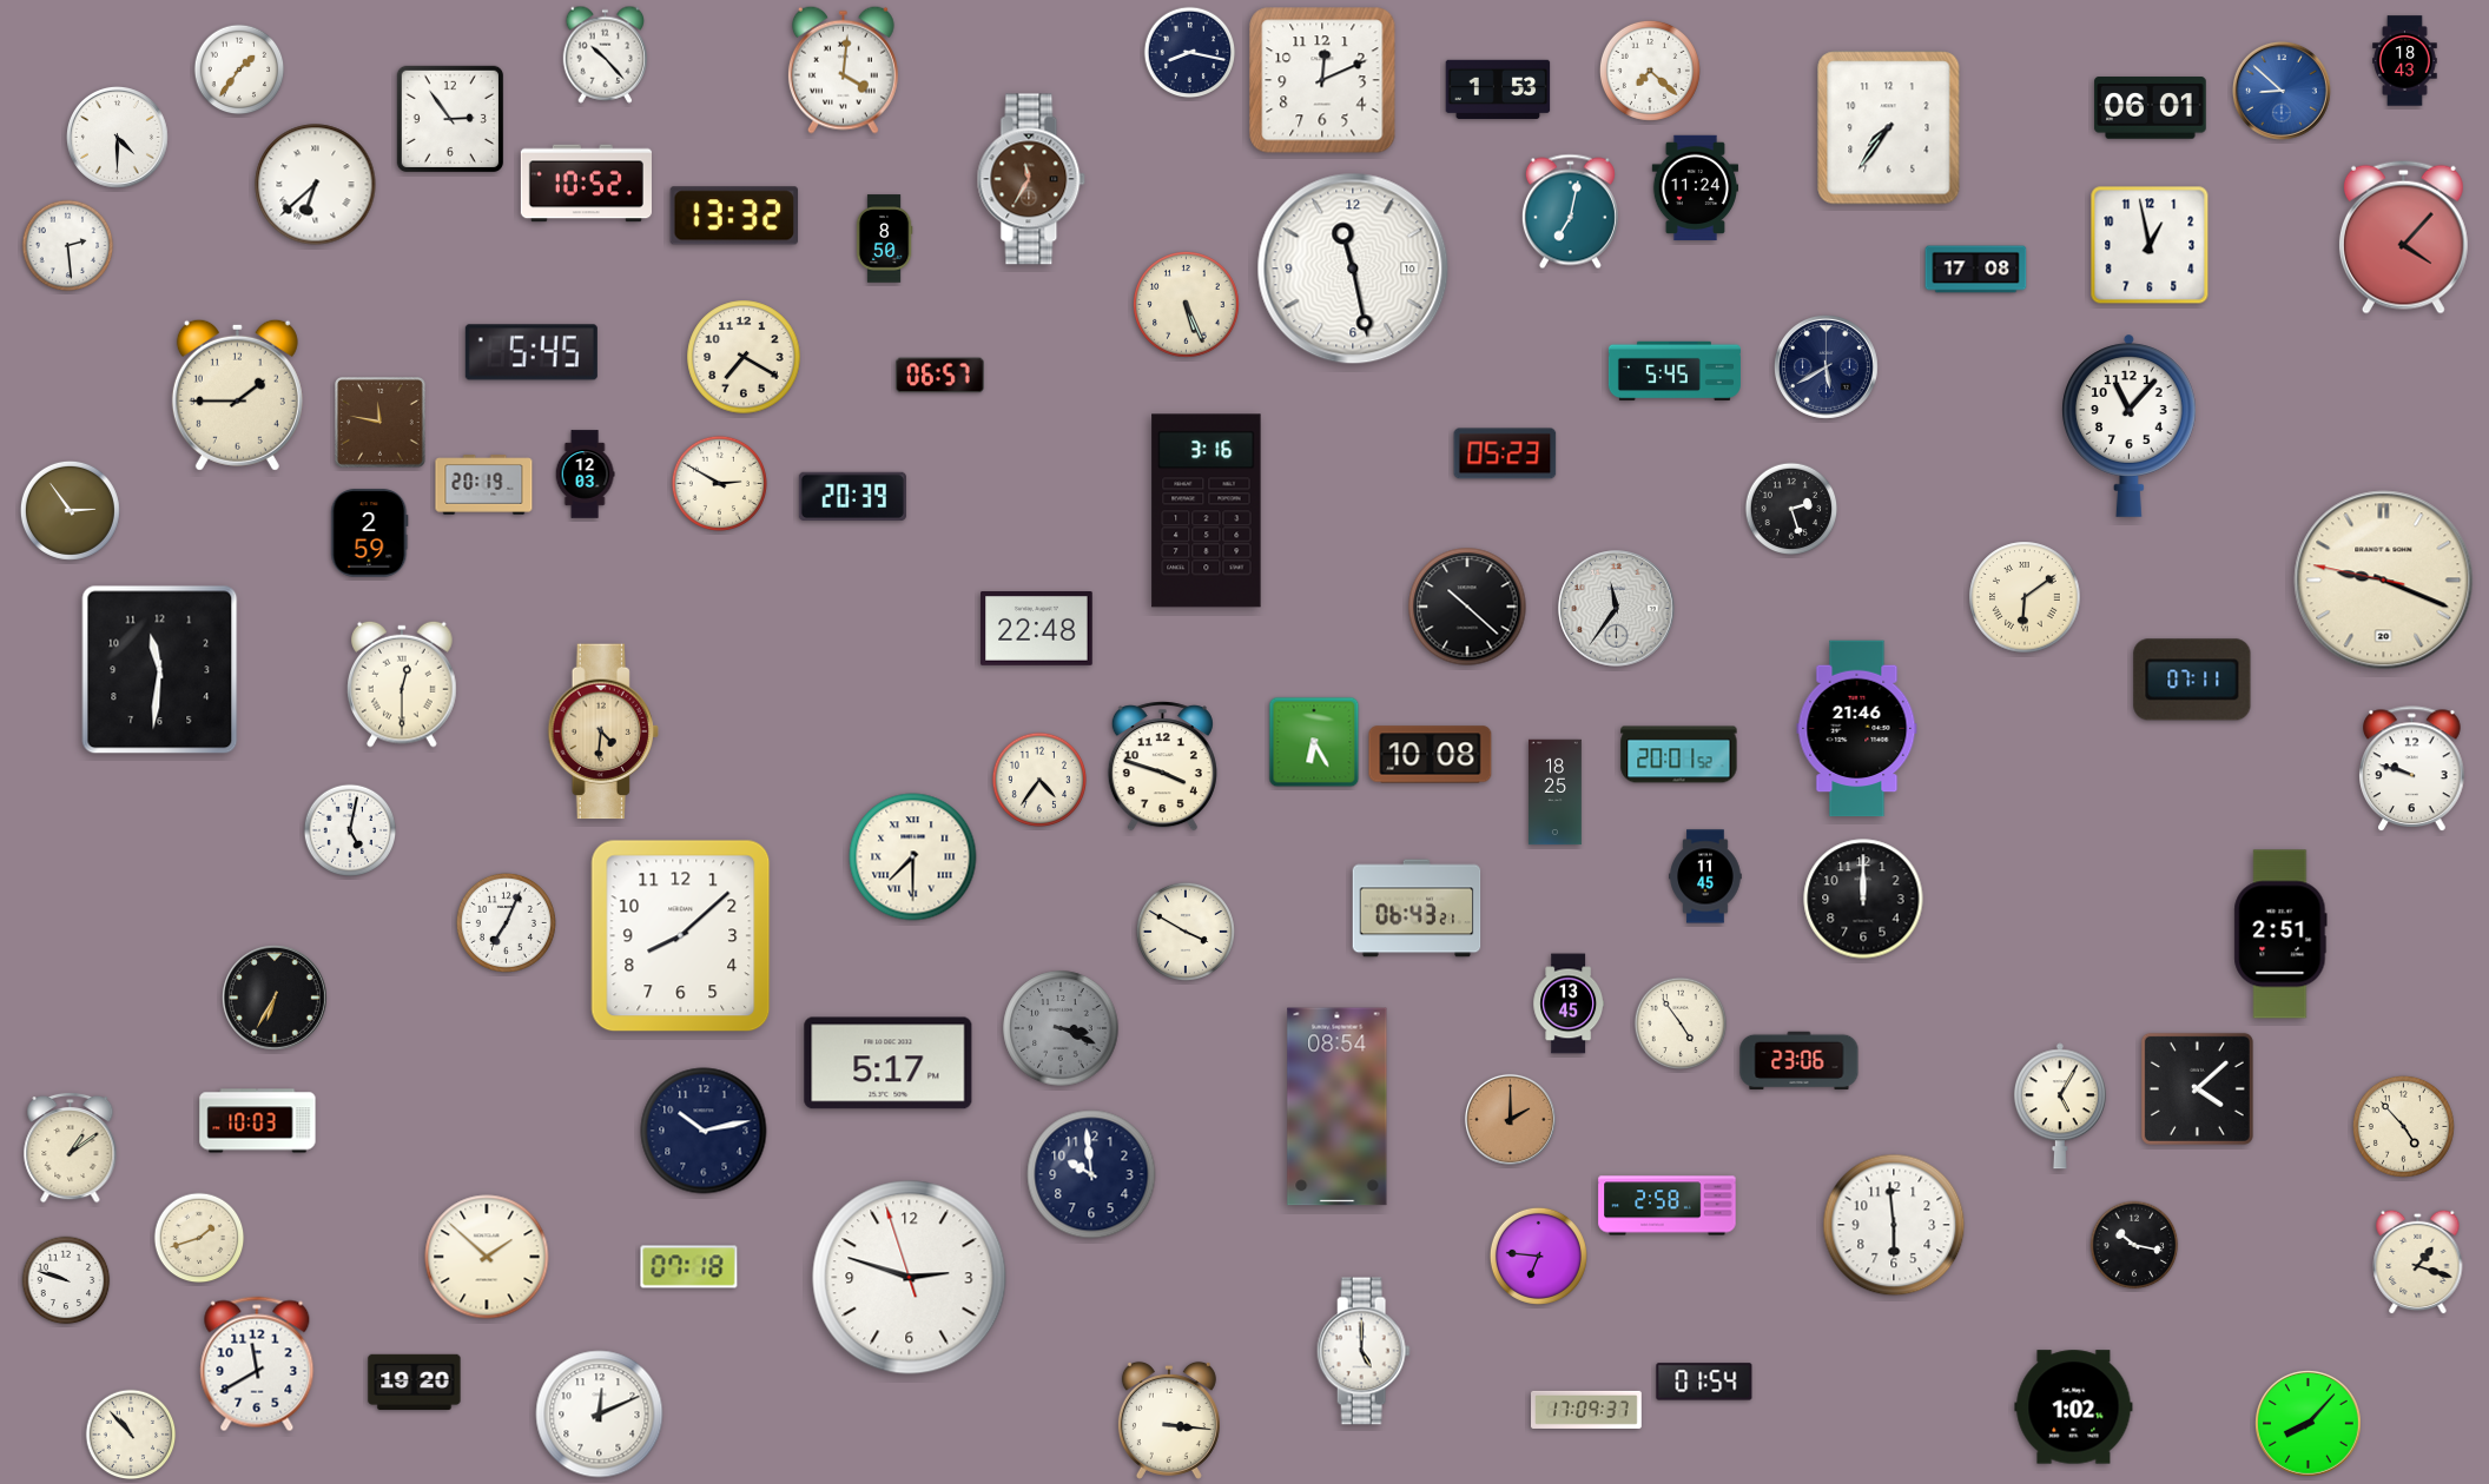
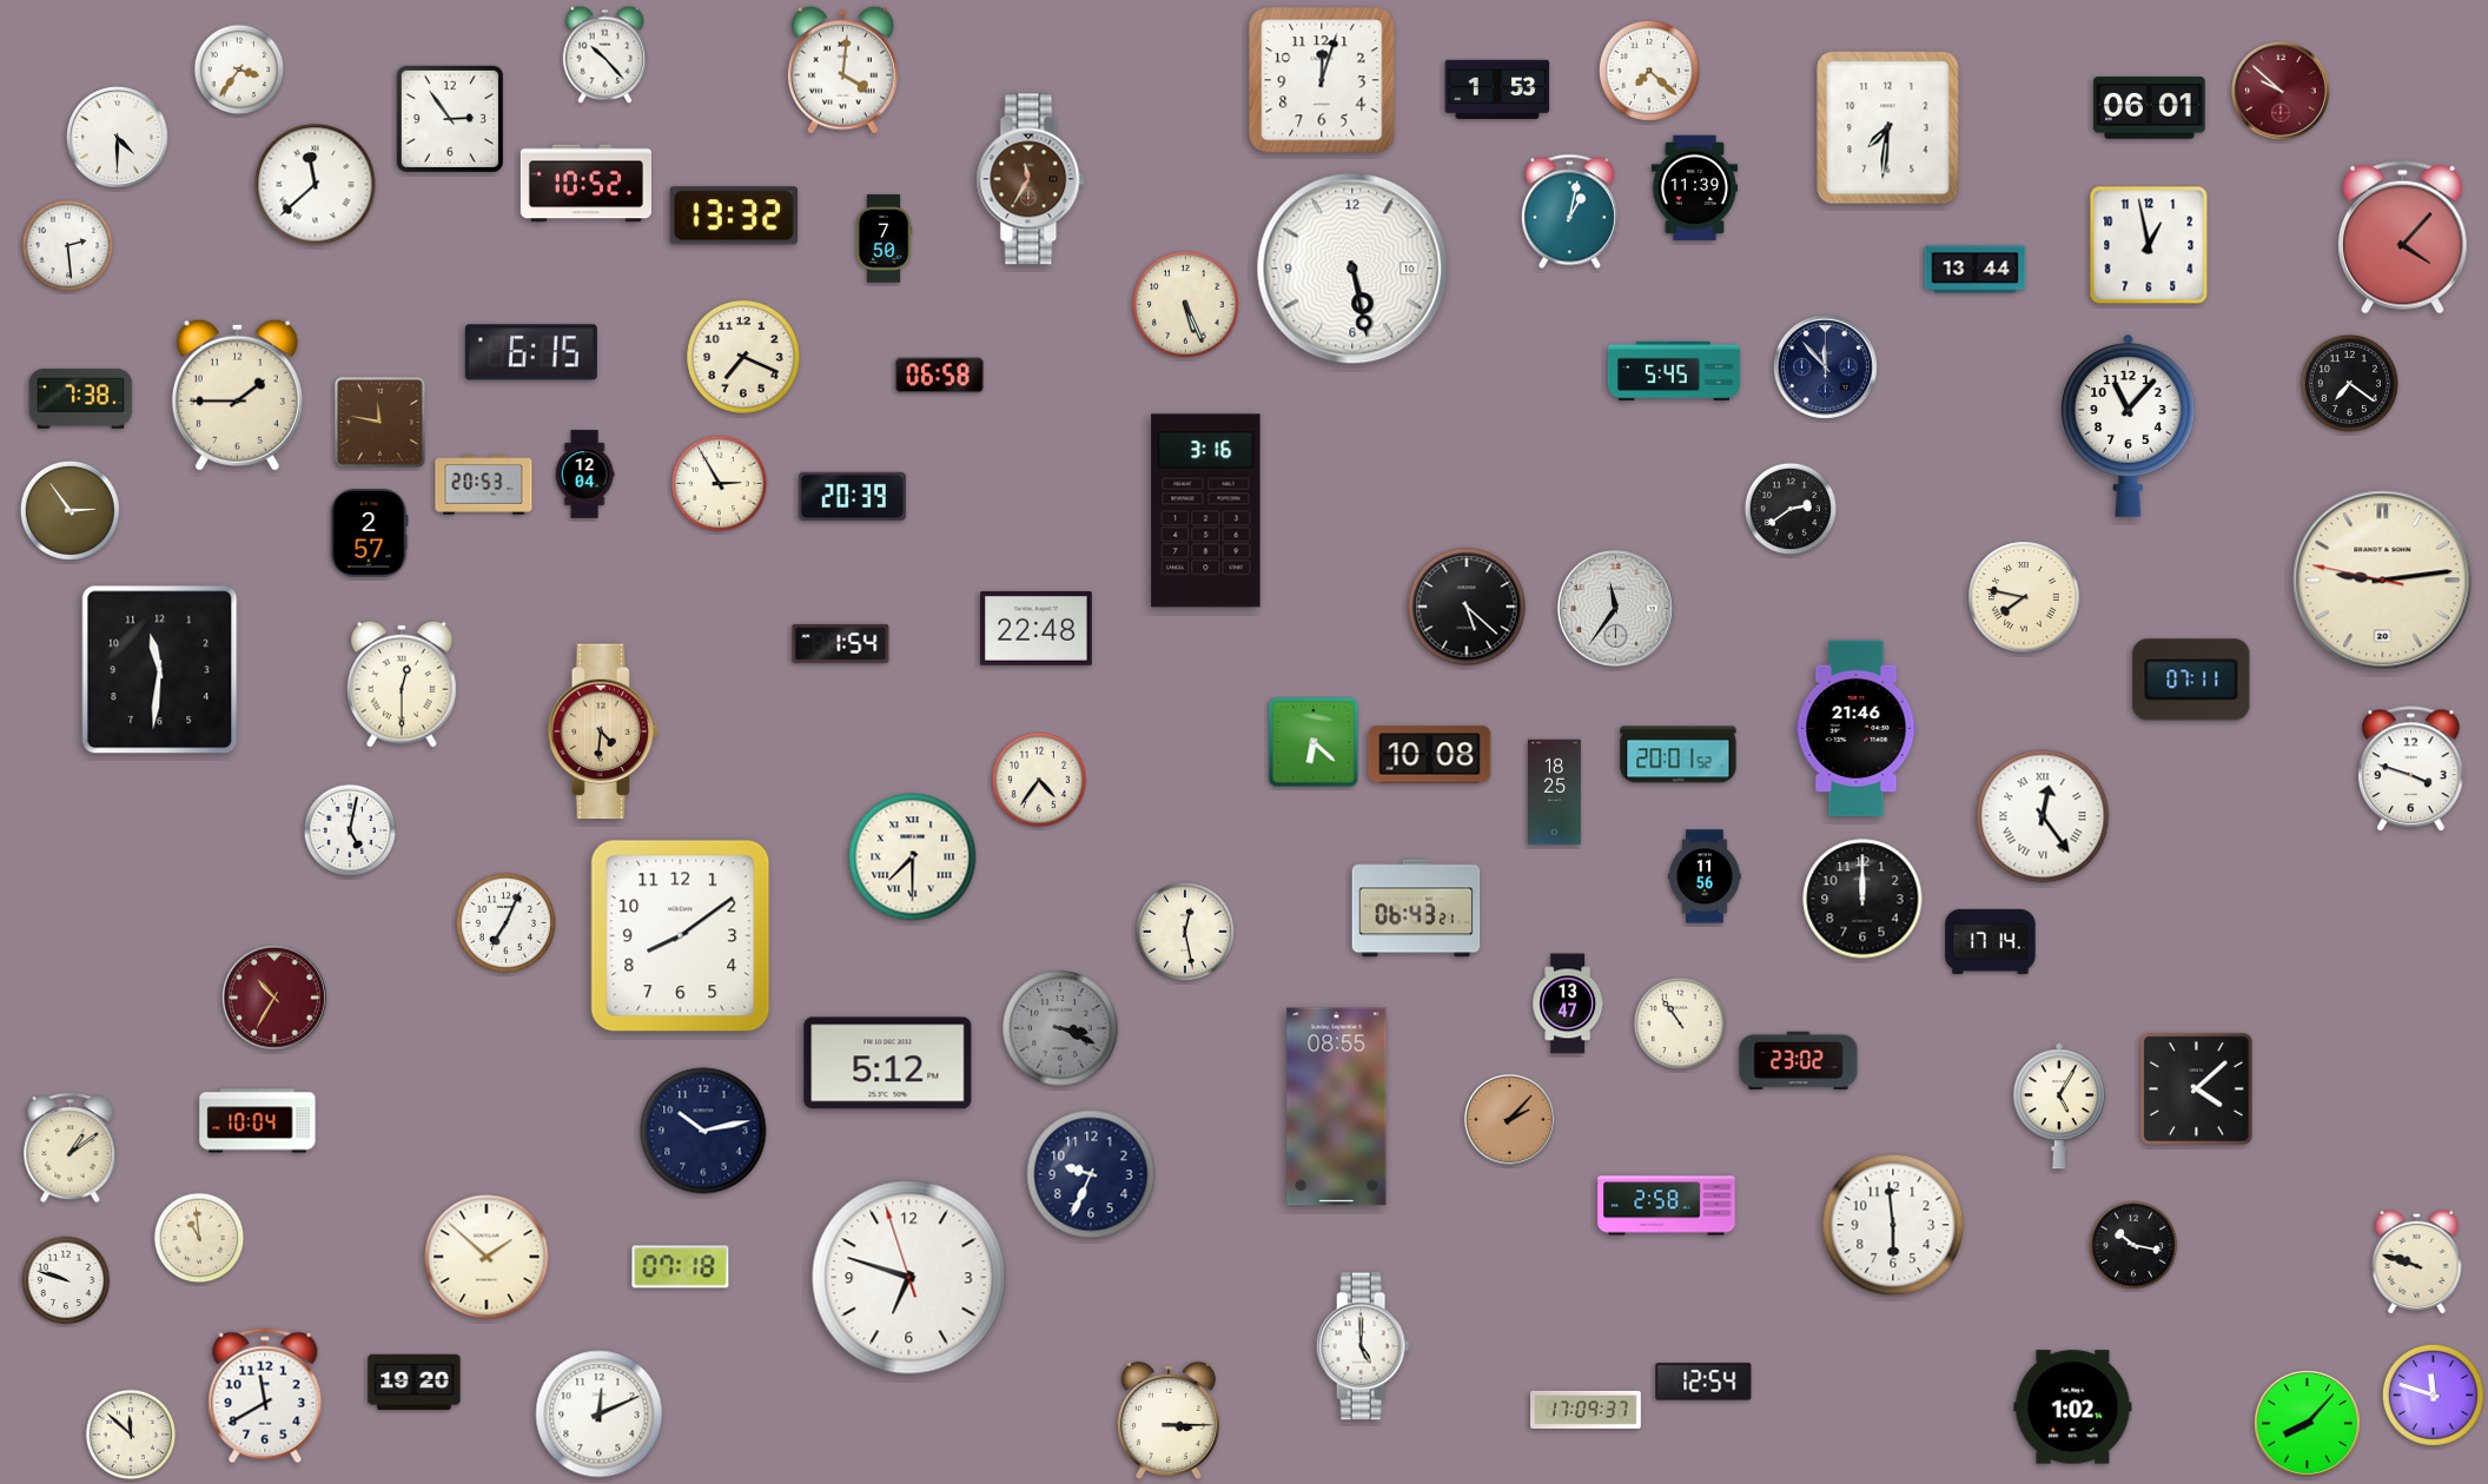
clock at (1190, 53): 8:17 -> none
clock at (2405, 61): 18:43 -> none
clock at (239, 69): 1:36 -> 3:36
clock at (1322, 80): 12:11 -> 12:03
clock at (2282, 91): 8:52 -> 9:52
clock at (2282, 91) dial: blue -> burgundy
clock at (1889, 128): 7:36 -> 7:31
clock at (316, 185): 6:38 -> 11:38
clock at (1696, 188): 11:24 -> 11:39
clock at (1570, 212): 7:02 -> 1:02
clock at (884, 239): 8:50 -> 7:50
clock at (1353, 269): 11:28 -> 5:28
clock at (1976, 270): 17:08 -> 13:44
clock at (532, 352): 5:45 -> 6:15
clock at (744, 357): 7:20 -> 7:19
clock at (1826, 366): 5:40 -> 11:53
clock at (940, 376): 06:57 -> 06:58
clock at (2349, 383): none -> 7:21
clock at (81, 398): none -> 7:38
clock at (1505, 453): 05:23 -> none
clock at (585, 475): 12:03 -> 12:04
clock at (719, 483): 2:50 -> 2:55
clock at (484, 485): 20:19 -> 20:53
clock at (1791, 509): 2:27 -> 2:39
clock at (370, 534): 2:59 -> 2:57
clock at (2384, 581): 9:18 -> 9:13
clock at (2025, 597): 6:09 -> 7:47
clock at (1467, 607): 10:22 -> 5:22
clock at (841, 643): none -> 1:54
clock at (1314, 742): 6:25 -> 6:22
clock at (1162, 767): 3:48 -> none
clock at (2412, 769): 9:48 -> 3:48
clock at (2043, 816): none -> 12:24
clock at (1705, 876): 11:45 -> 11:56
clock at (1186, 932): 3:50 -> 12:28
clock at (2280, 934): 2:51 -> none
clock at (681, 936): 8:08 -> 8:09
clock at (1991, 941): none -> 17:14
clock at (276, 998): 6:35 -> 10:35
clock at (276, 998) dial: black -> burgundy
clock at (1569, 1003): 13:45 -> 13:47
clock at (1681, 1023): 4:54 -> 10:54
clock at (1800, 1061): 23:06 -> 23:02
clock at (889, 1064): 5:17 -> 5:12
clock at (1338, 1107): 08:54 -> 08:55
clock at (1510, 1119): 2:00 -> 2:07
clock at (258, 1121): 10:03 -> 10:04
clock at (2403, 1126): 4:53 -> none
clock at (1091, 1174): 9:59 -> 9:34
clock at (199, 1238): 1:42 -> 10:59
clock at (1538, 1256): 6:46 -> none
clock at (2418, 1261): 1:18 -> 9:48
clock at (689, 1267) position: (689, 1267) -> (681, 1267)
clock at (910, 1278): 2:47 -> 6:47
clock at (1364, 1351) position: (1364, 1351) -> (1363, 1346)
clock at (257, 1364) position: (257, 1364) -> (265, 1396)
clock at (1704, 1382): 01:54 -> 12:54
clock at (2433, 1394): none -> 11:48
clock at (1169, 1420): 3:16 -> 3:15
clock at (131, 1435): 10:53 -> 11:52
